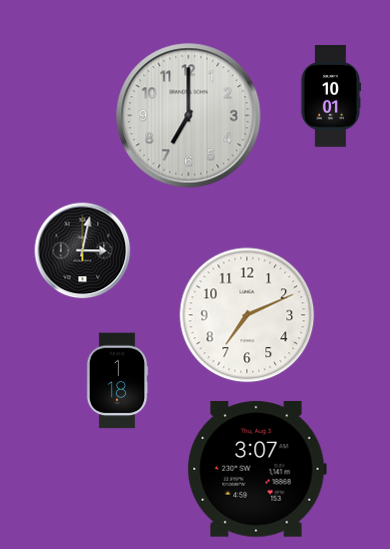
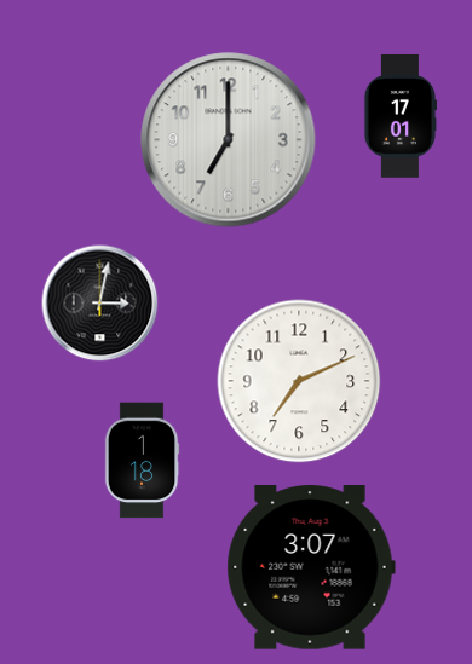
clock at (331, 96): 10:01 -> 17:01
